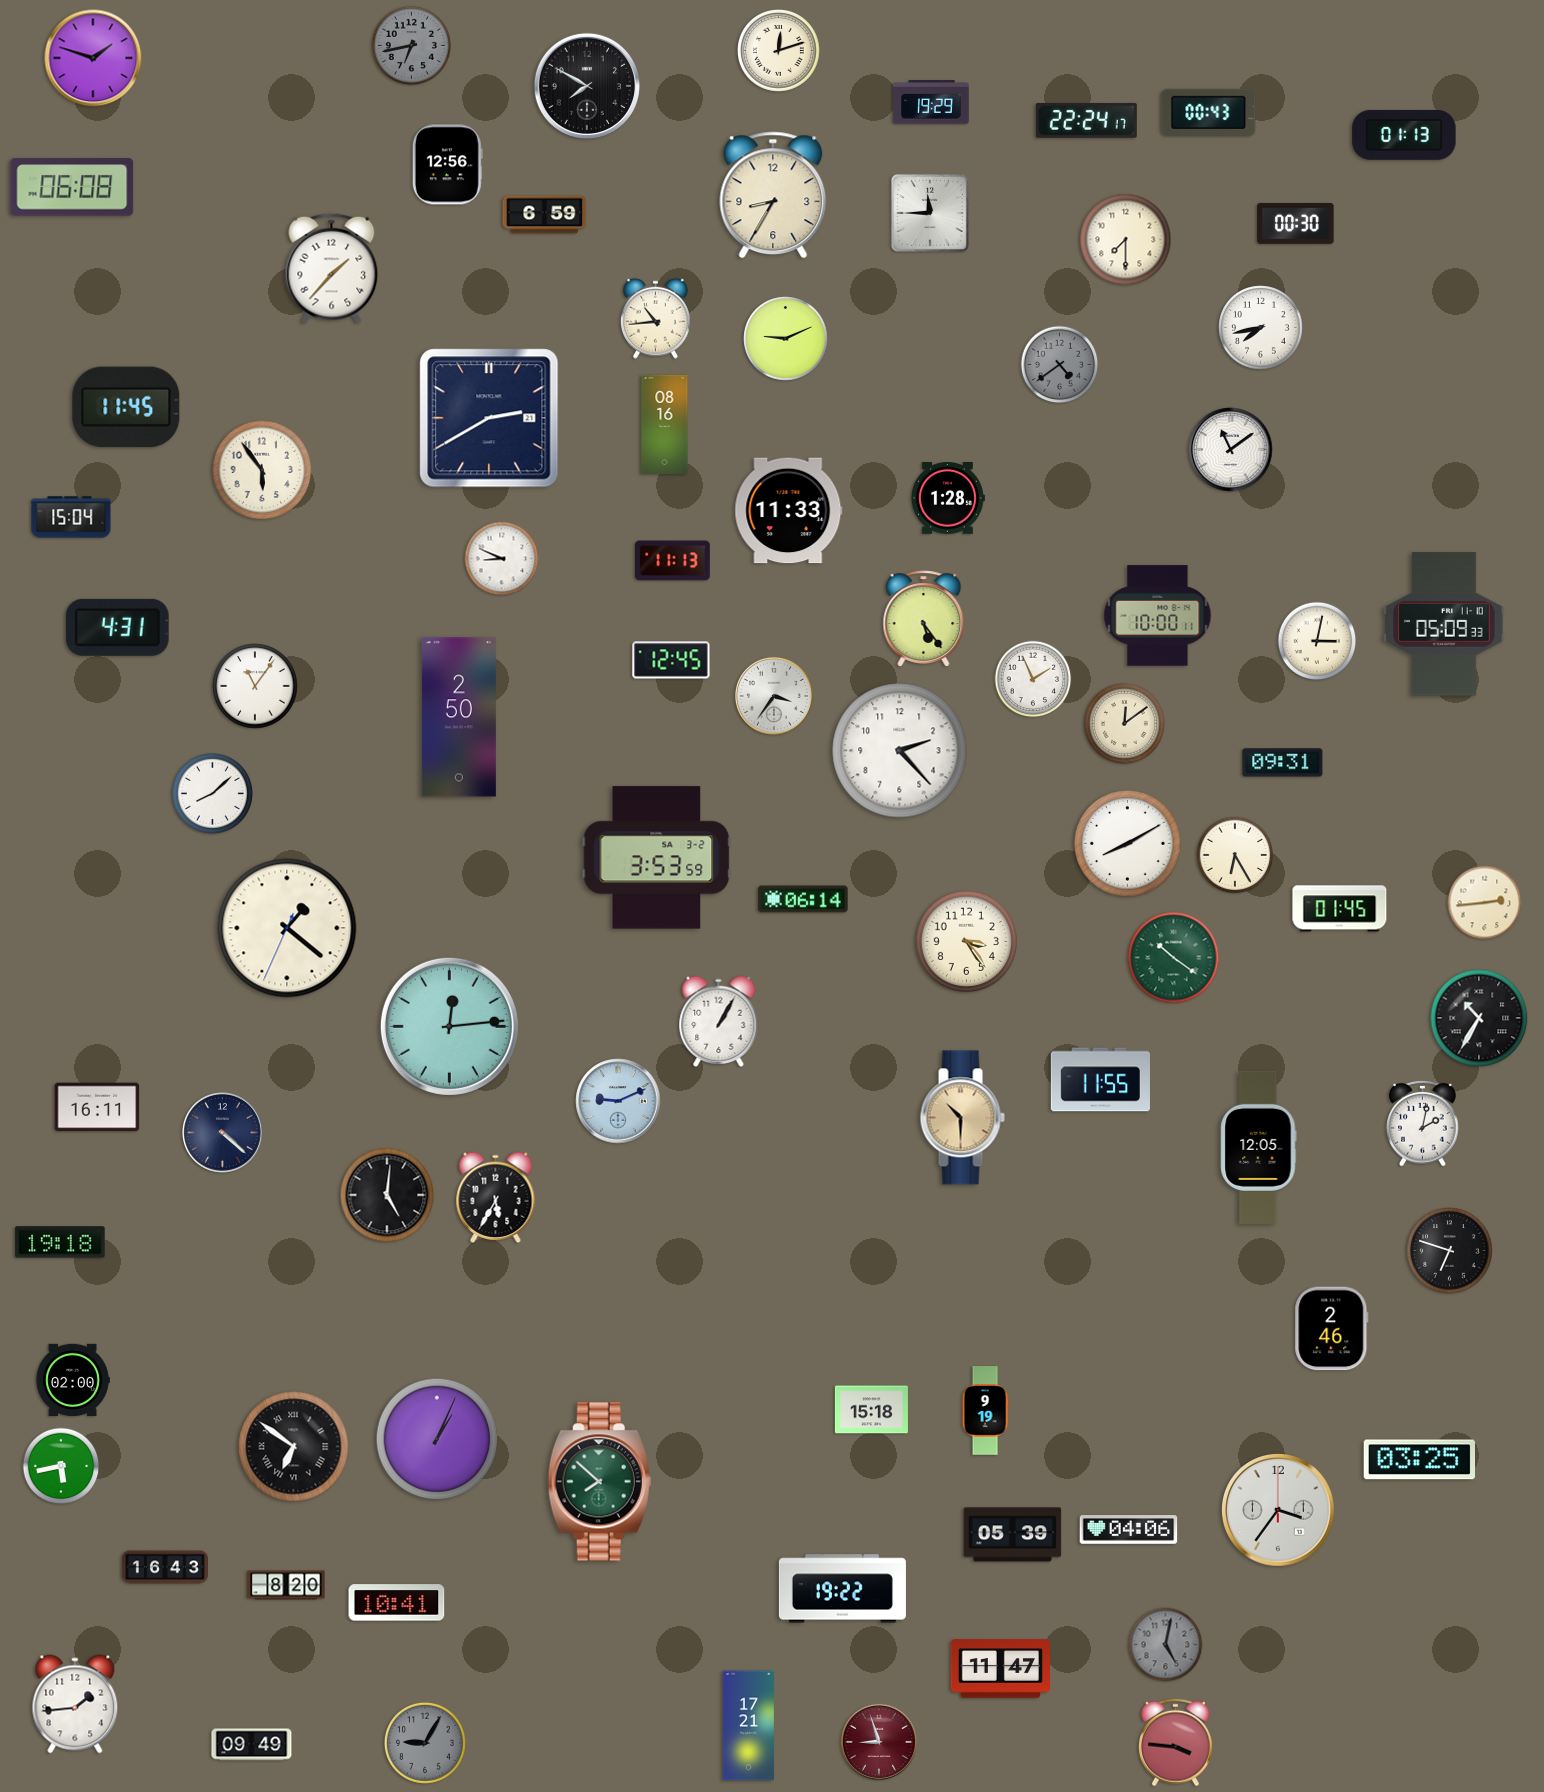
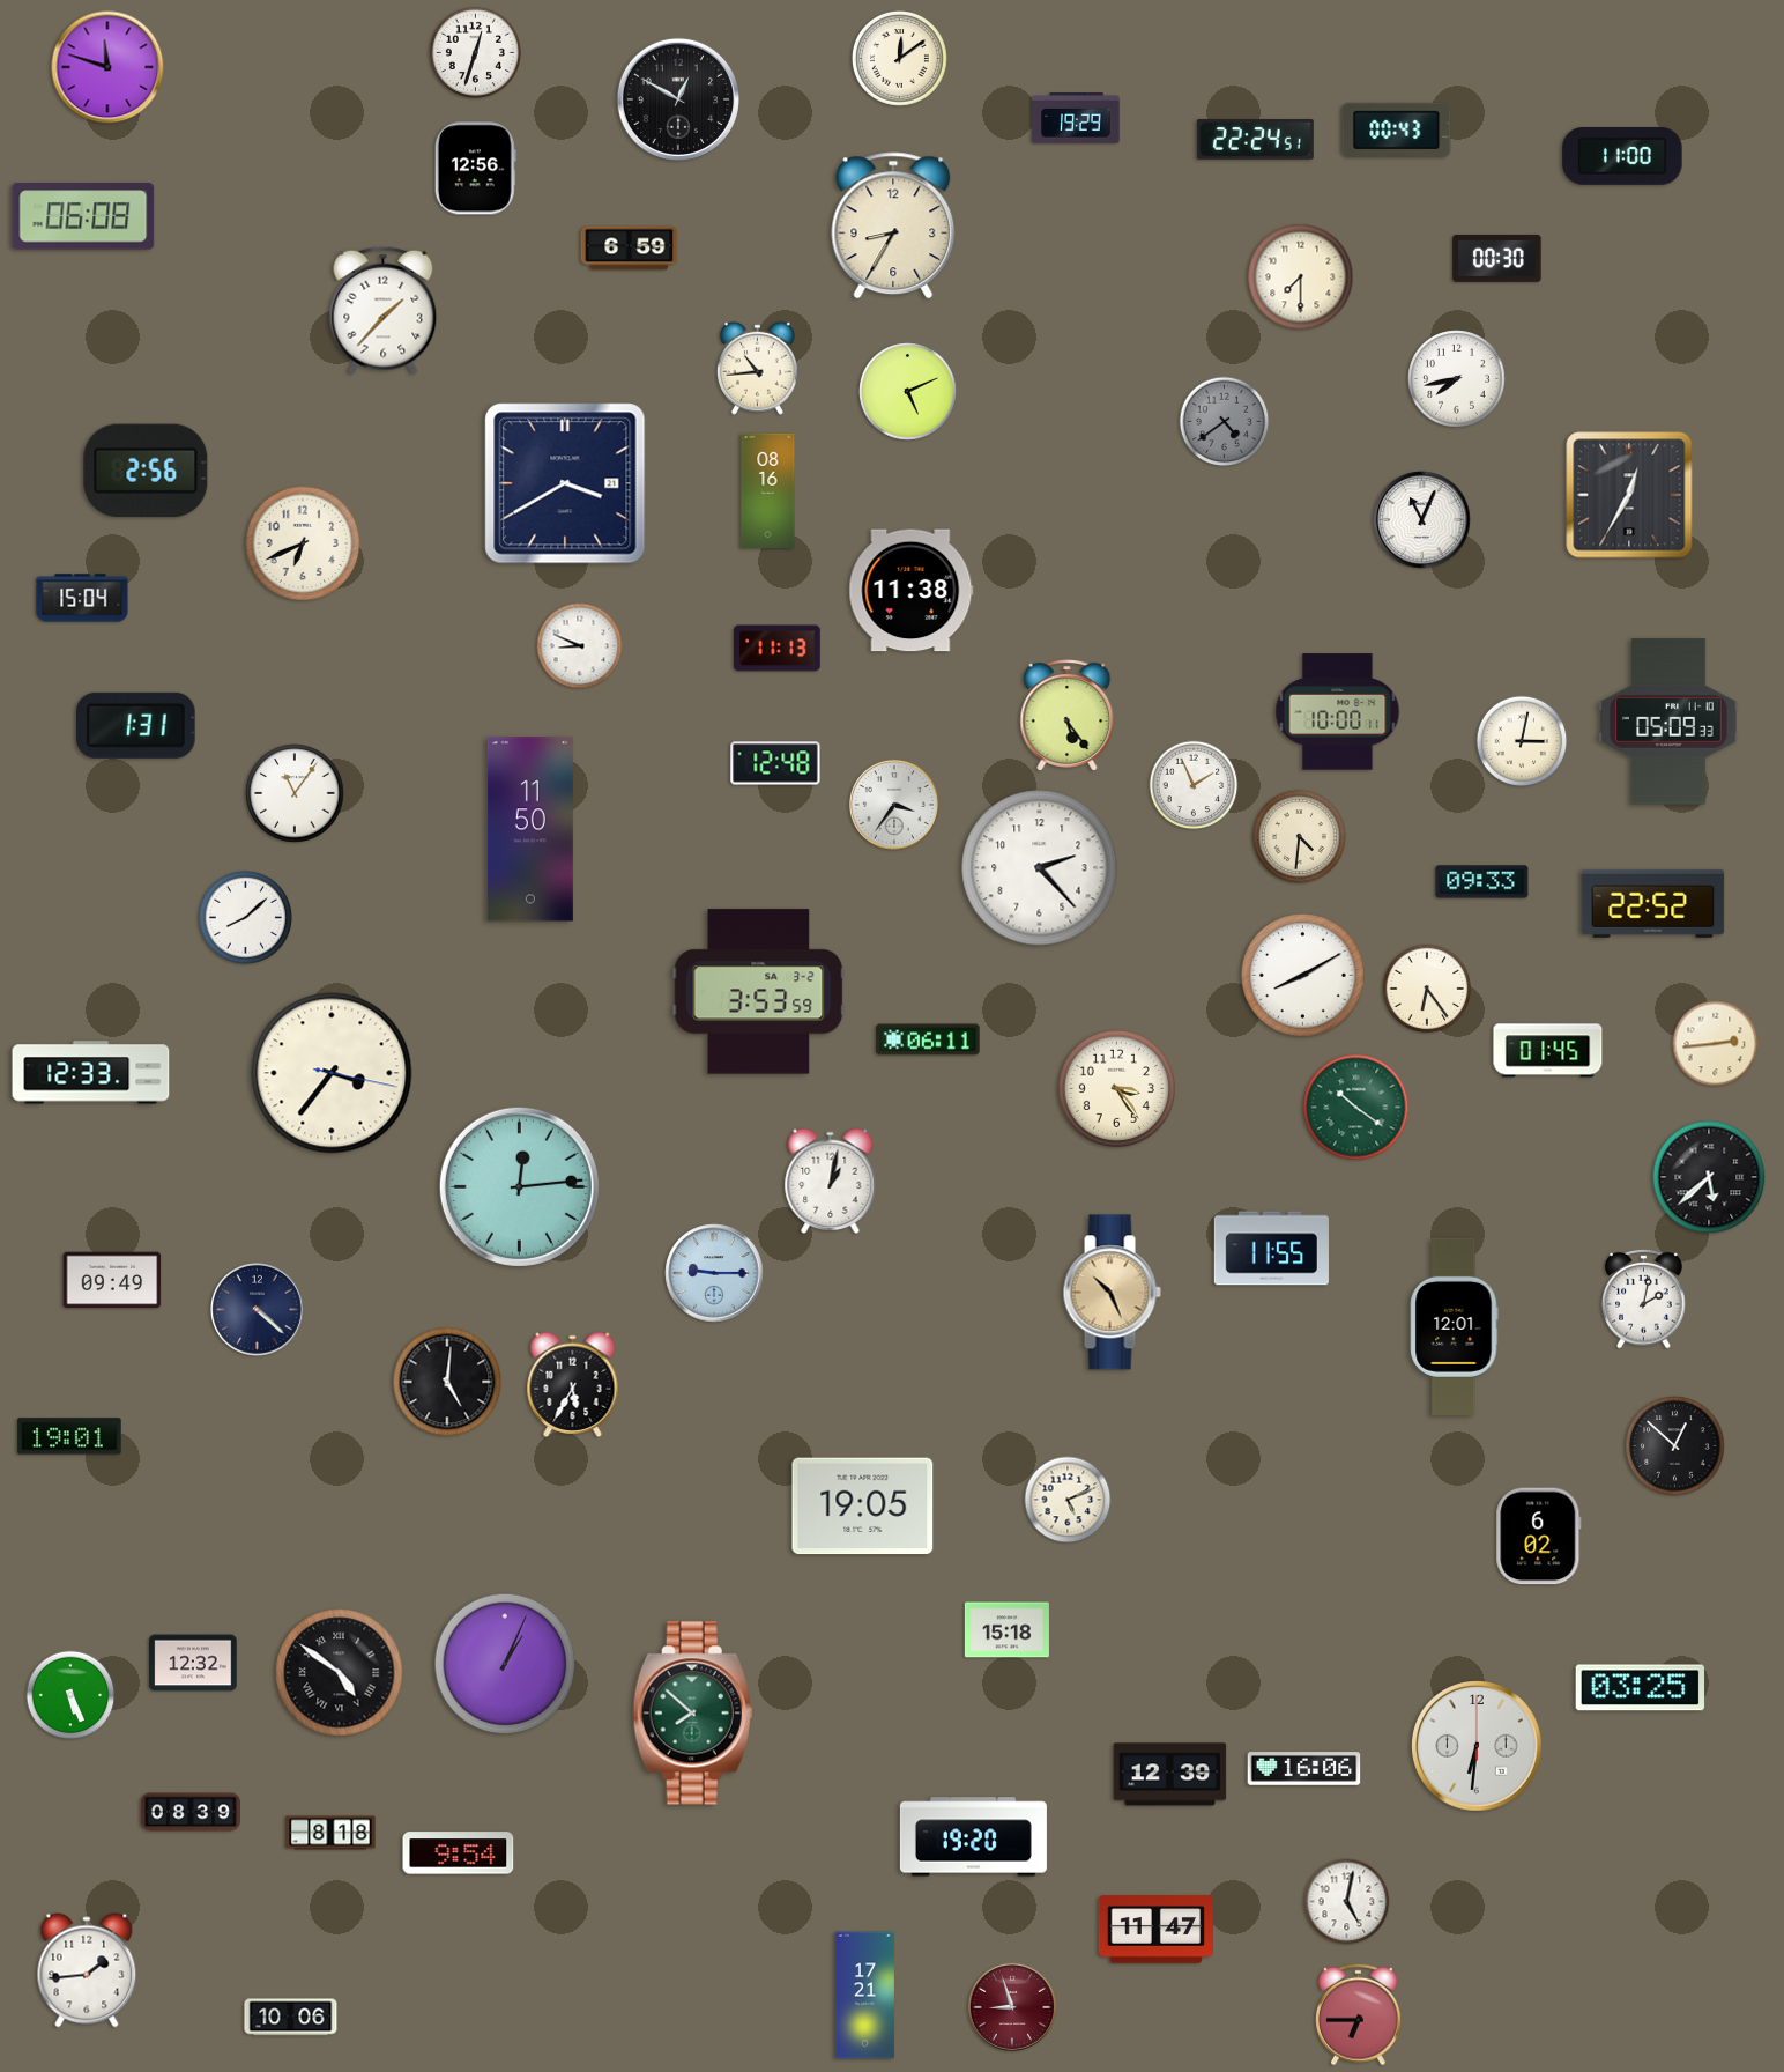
clock at (411, 45): 6:43 -> 12:33
clock at (411, 45) dial: grey -> white
clock at (779, 51): 12:12 -> 12:09
clock at (93, 58): 1:48 -> 11:48
clock at (587, 86): 7:50 -> 12:50
clock at (1086, 120): 22:24:17 -> 22:24:51
clock at (1404, 135): 01:13 -> 11:00
clock at (447, 165) position: (447, 165) -> (475, 169)
clock at (930, 213): 11:45 -> none
clock at (786, 339): 9:11 -> 5:11
clock at (126, 407): 11:45 -> 2:56
clock at (489, 418): 2:40 -> 3:40
clock at (1629, 495): none -> 12:35
clock at (1231, 450): 11:09 -> 11:04
clock at (262, 470): 5:54 -> 6:41
clock at (947, 499): 1:28 -> none
clock at (789, 511): 11:33 -> 11:38
clock at (118, 627): 4:31 -> 1:31
clock at (671, 660): 12:45 -> 12:48
clock at (459, 717): 2:50 -> 11:50
clock at (1124, 723): 12:09 -> 4:31
clock at (1283, 763): 09:31 -> 09:33
clock at (1653, 903): none -> 22:52
clock at (1235, 855): 6:25 -> 6:24
clock at (803, 899): 06:14 -> 06:11
clock at (91, 1073): none -> 12:33
clock at (287, 928): 1:21 -> 3:36
clock at (1479, 1018): 10:35 -> 5:38
clock at (719, 1021): 1:05 -> 1:02
clock at (618, 1101): 9:11 -> 9:15
clock at (97, 1107): 16:11 -> 09:49
clock at (962, 1118): 10:30 -> 10:26
clock at (1259, 1147): 12:05 -> 12:01
clock at (60, 1242): 19:18 -> 19:01
clock at (1450, 1251): 6:48 -> 12:52
clock at (1068, 1500): none -> 5:11
clock at (863, 1507): none -> 19:05
clock at (1332, 1329): 2:46 -> 6:02
clock at (73, 1379): 02:00 -> none
clock at (985, 1411): 9:19 -> none
clock at (193, 1663): none -> 12:32
clock at (294, 1447): 6:51 -> 4:51
clock at (61, 1466): 5:43 -> 5:26
clock at (1279, 1511): 3:36 -> 6:31
clock at (1129, 1530): 04:06 -> 16:06
clock at (1013, 1535): 05:39 -> 12:39
clock at (165, 1567): 16:43 -> 08:39
clock at (286, 1585): 8:20 -> 8:18
clock at (842, 1589): 19:22 -> 19:20
clock at (397, 1603): 10:41 -> 9:54
clock at (1166, 1645) dial: grey -> white
clock at (879, 1742) position: (879, 1742) -> (1012, 2007)
clock at (425, 1743): 9:05 -> none
clock at (1175, 1743): 3:46 -> 6:45
clock at (252, 1745): 09:49 -> 10:06
